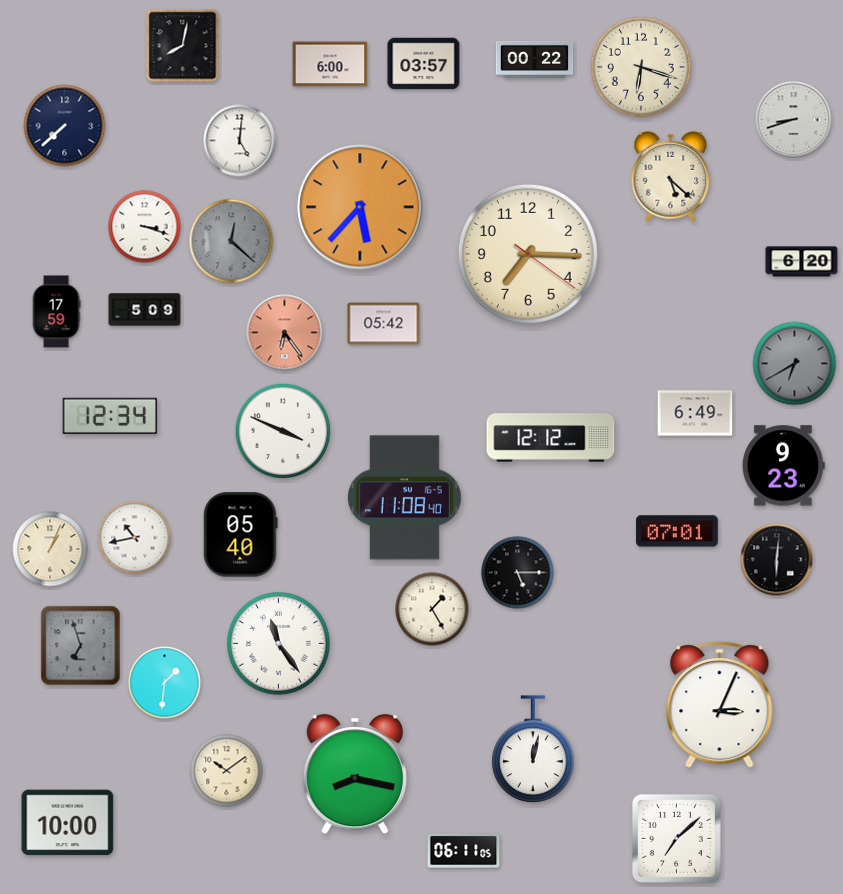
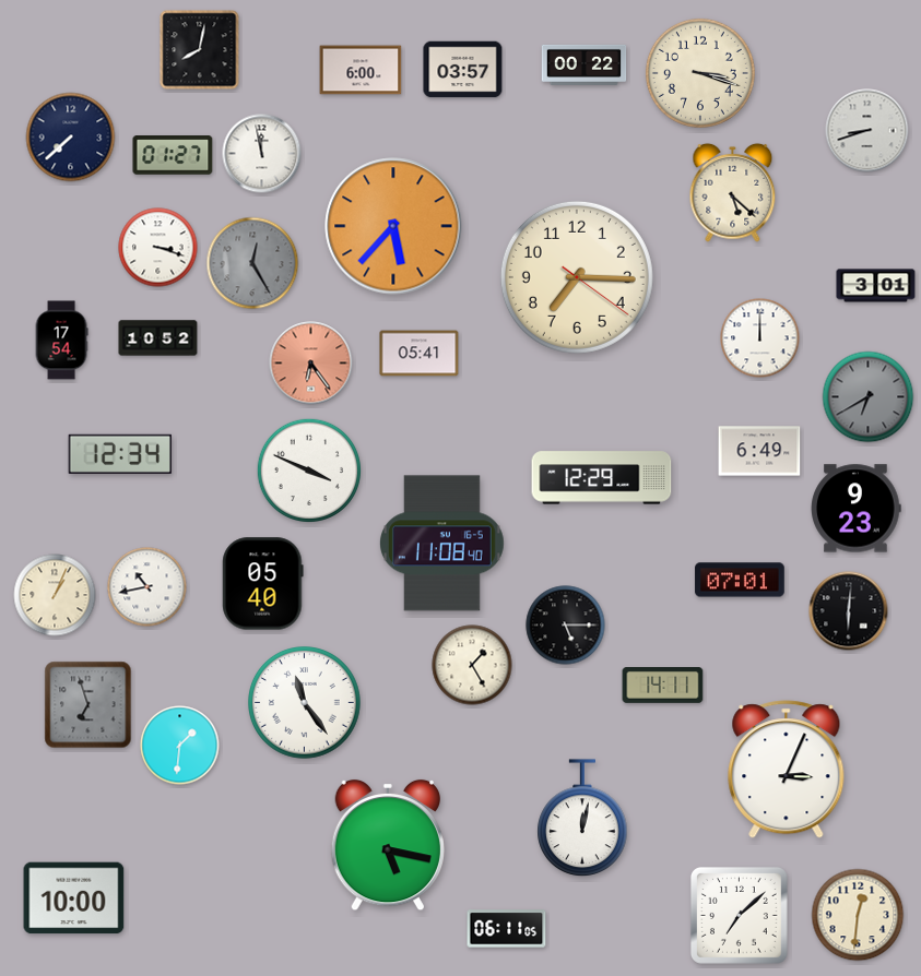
clock at (641, 67): 6:18 -> 3:18
clock at (240, 141): 5:01 -> 11:58
clock at (173, 155): none -> 01:27
clock at (231, 241): 12:22 -> 12:25
clock at (802, 262): 6:20 -> 3:01
clock at (145, 310): 5:09 -> 10:52
clock at (760, 338): none -> 12:00
clock at (56, 312): 17:59 -> 17:54
clock at (384, 324): 05:42 -> 05:41
clock at (551, 438): 12:12 -> 12:29
clock at (50, 549) position: (50, 549) -> (55, 595)
clock at (663, 686): none -> 14:11
clock at (227, 771): 10:09 -> none
clock at (354, 774): 8:17 -> 5:17
clock at (858, 915): none -> 12:31
